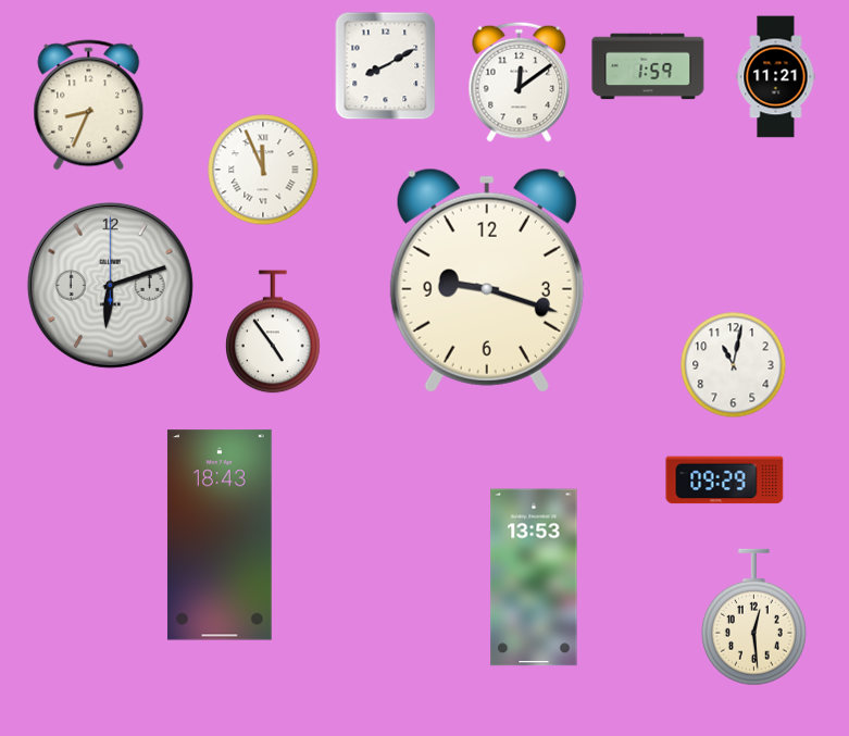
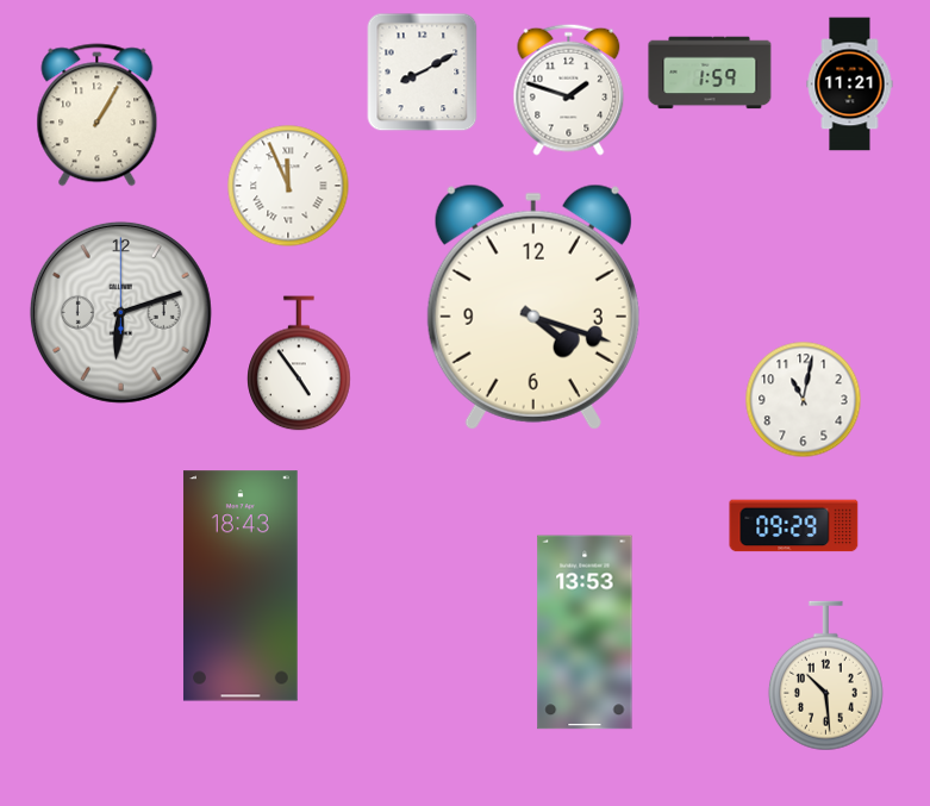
clock at (520, 82): 12:09 -> 1:48
clock at (89, 105): 8:34 -> 1:05
clock at (487, 280): 9:18 -> 4:18
clock at (753, 618): 12:29 -> 10:29
